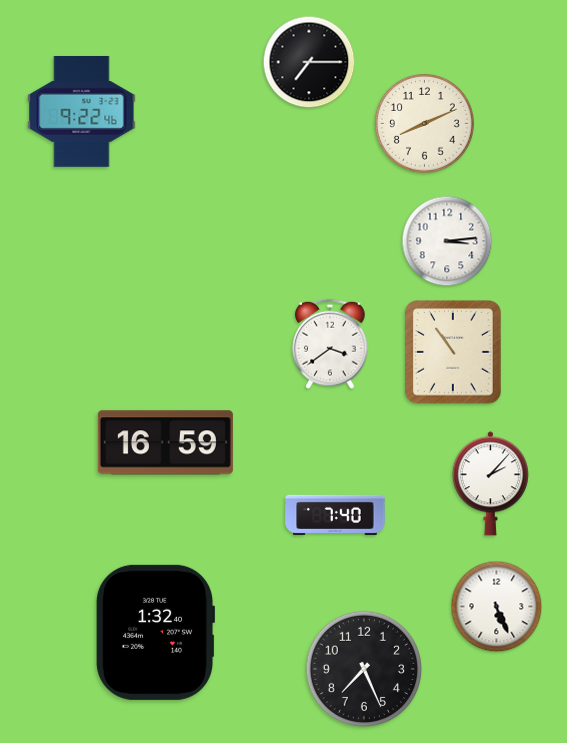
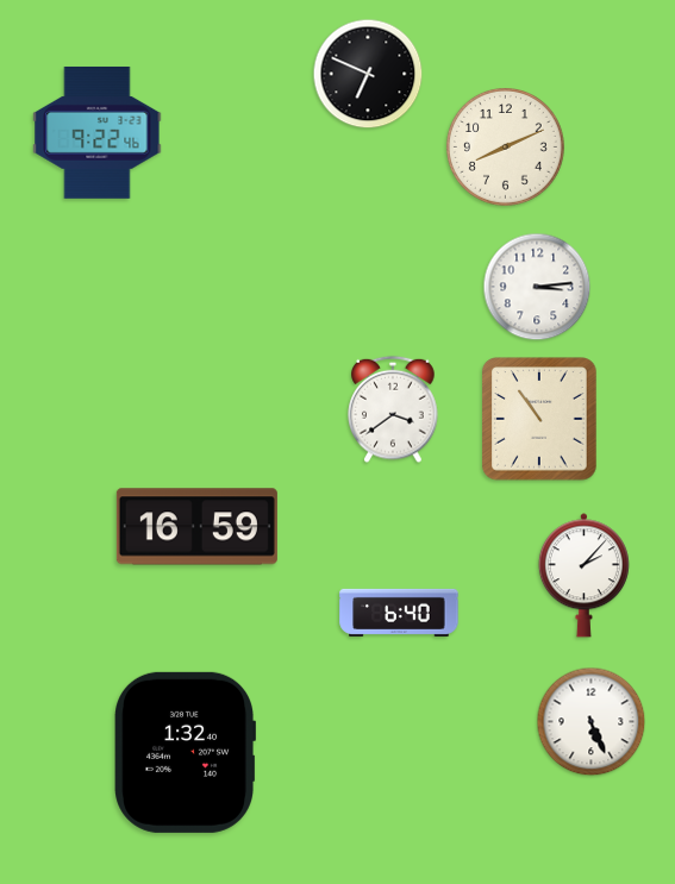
clock at (309, 62): 7:15 -> 6:49
clock at (447, 241) position: (447, 241) -> (537, 287)
clock at (335, 515): 7:40 -> 6:40
clock at (364, 669): 7:26 -> none
